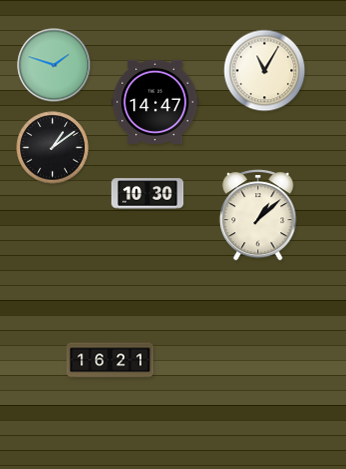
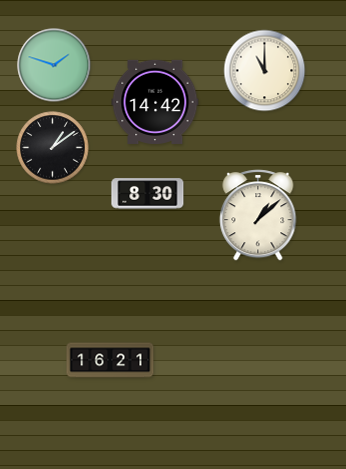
clock at (265, 71): 11:05 -> 11:00
clock at (155, 101): 14:47 -> 14:42
clock at (148, 194): 10:30 -> 8:30
